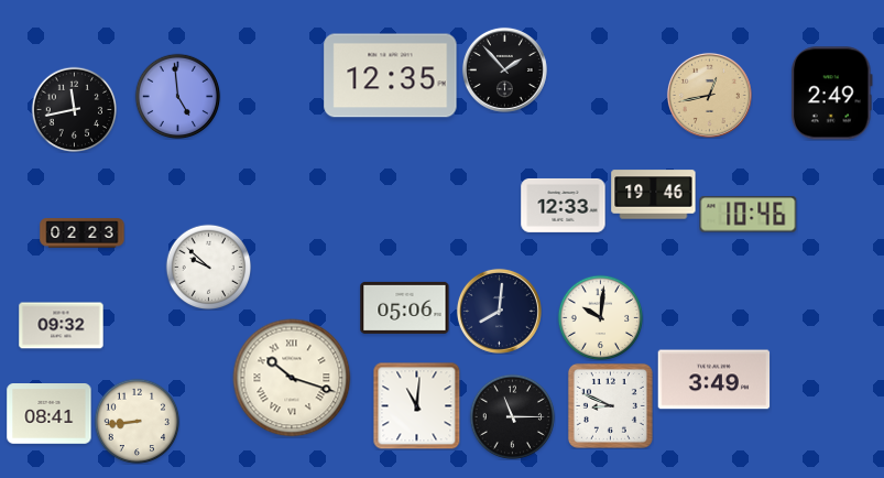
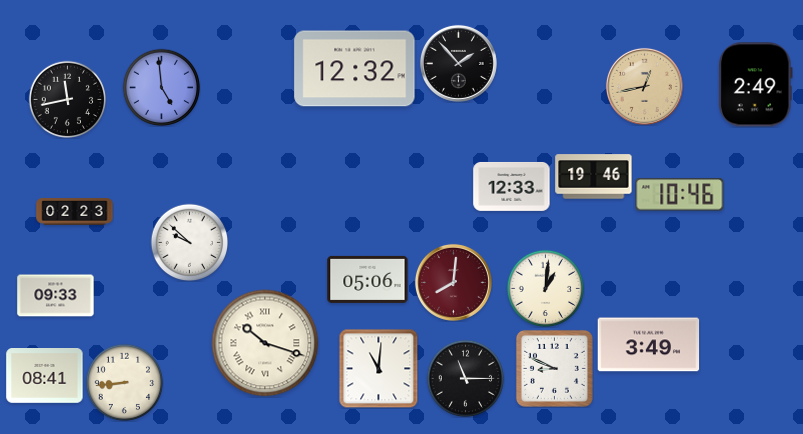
clock at (391, 76): 12:35 -> 12:32
clock at (499, 311) dial: navy -> burgundy
clock at (600, 317): 10:01 -> 1:01
clock at (62, 326): 09:32 -> 09:33
